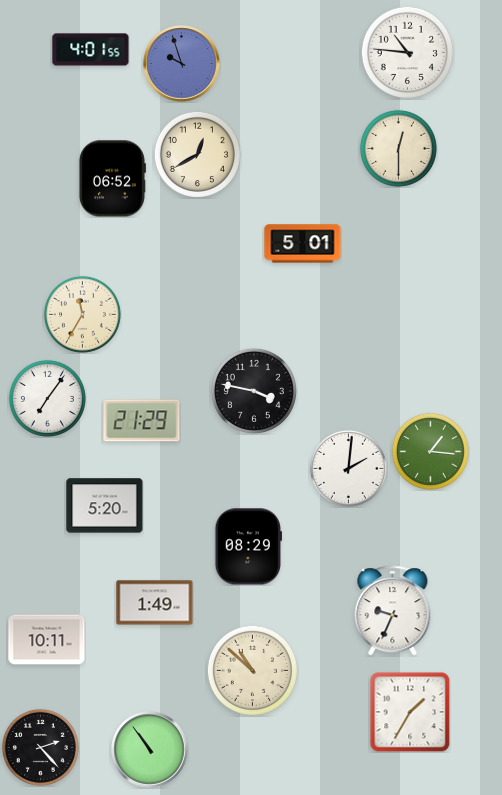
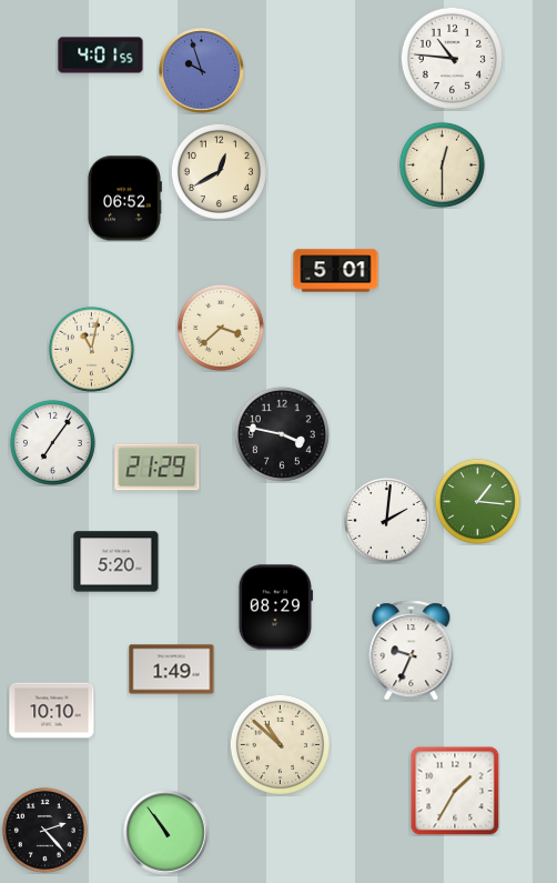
clock at (221, 328): none -> 3:38
clock at (82, 314): 11:35 -> 11:02
clock at (393, 611) position: (393, 611) -> (412, 651)
clock at (47, 640): 10:11 -> 10:10
